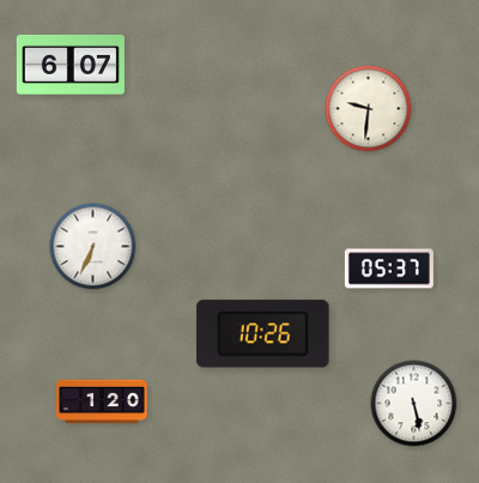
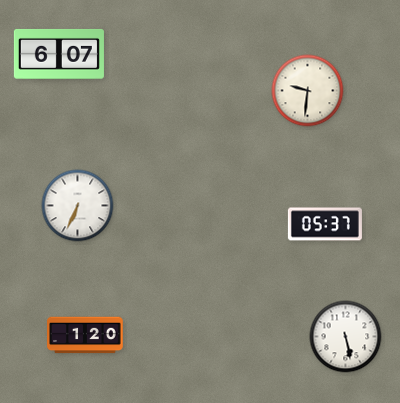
clock at (263, 334): 10:26 -> none
